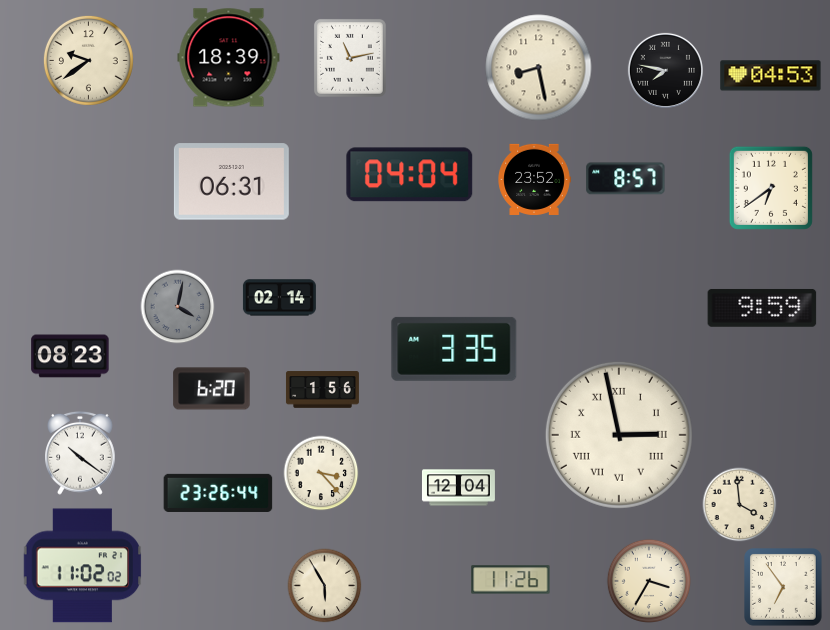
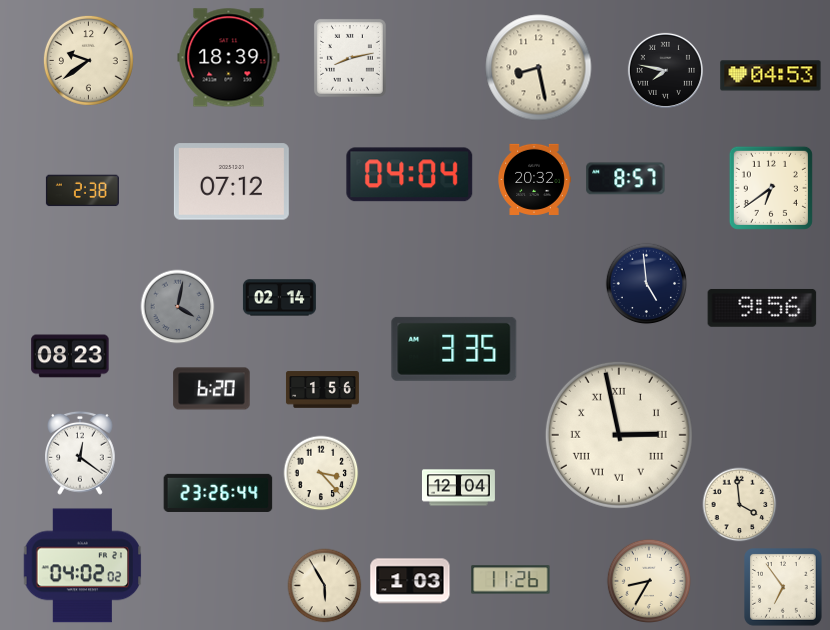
clock at (350, 58): 11:13 -> 8:13
clock at (534, 179): 23:52 -> 20:32
clock at (231, 182): 06:31 -> 07:12
clock at (82, 191): none -> 2:38
clock at (647, 284): none -> 4:59
clock at (762, 308): 9:59 -> 9:56
clock at (81, 453): 10:21 -> 12:21
clock at (83, 566): 11:02 -> 04:02
clock at (410, 581): none -> 1:03
clock at (649, 581): 3:35 -> 8:35
